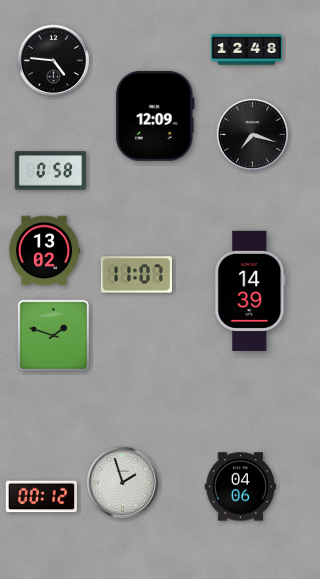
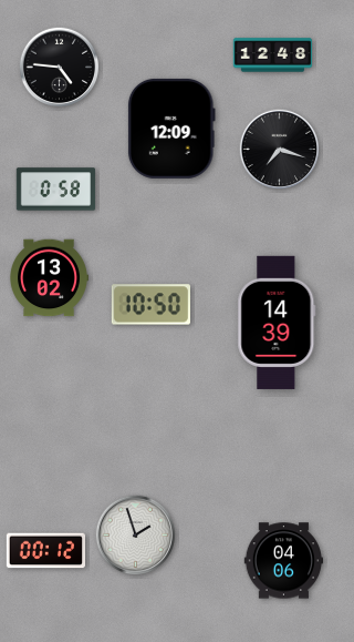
clock at (136, 275): 11:07 -> 10:50
clock at (54, 336): 1:48 -> none
clock at (240, 487) position: (240, 487) -> (283, 561)
